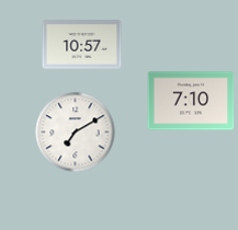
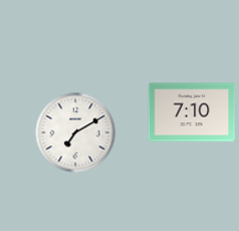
clock at (82, 45): 10:57 -> none
clock at (191, 101) position: (191, 101) -> (192, 112)
